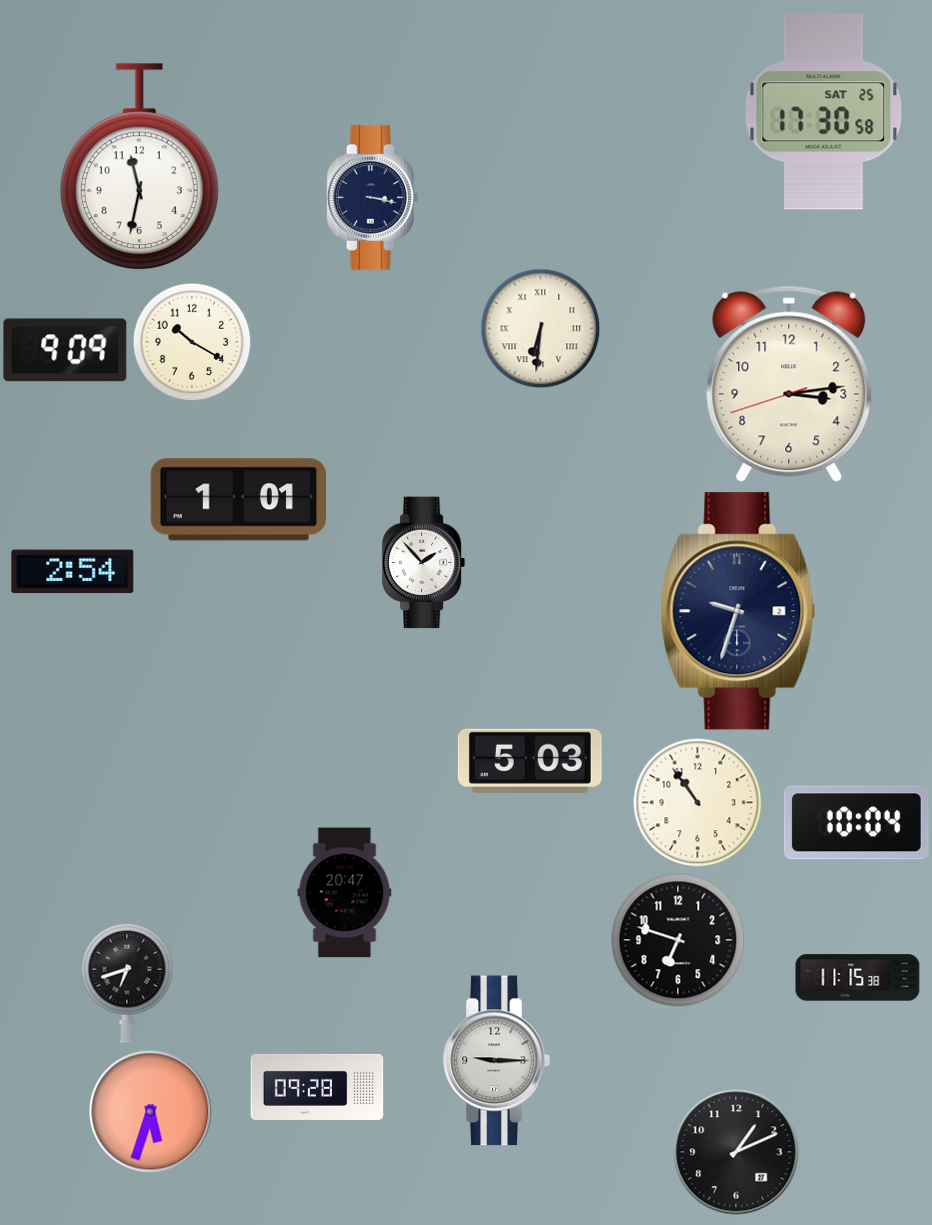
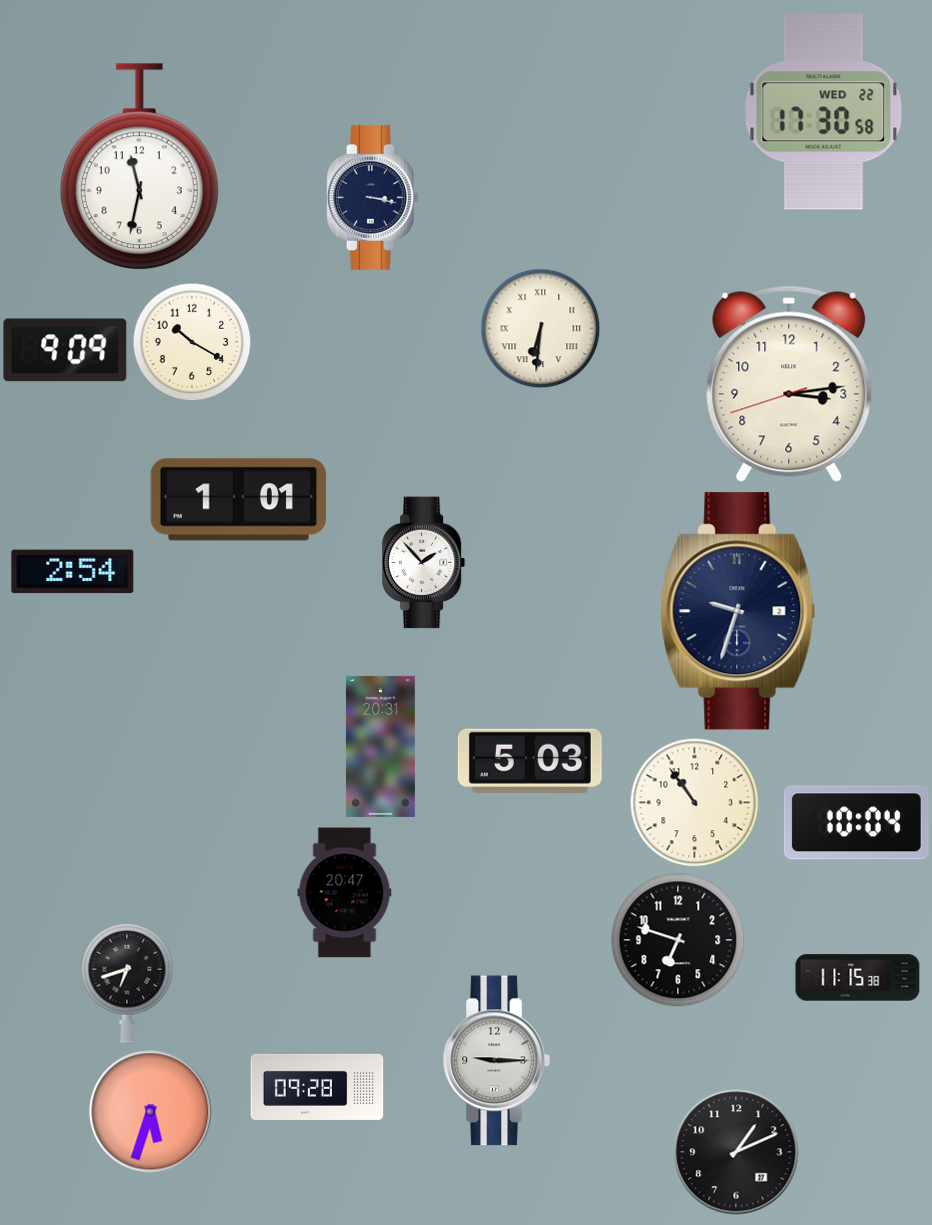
clock at (824, 112) date: SAT 25 -> WED 22
clock at (380, 746): none -> 20:31
clock at (698, 803) position: (698, 803) -> (695, 803)
